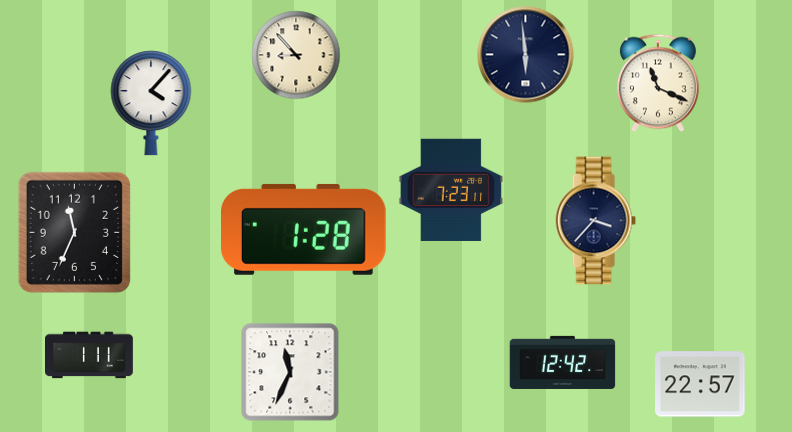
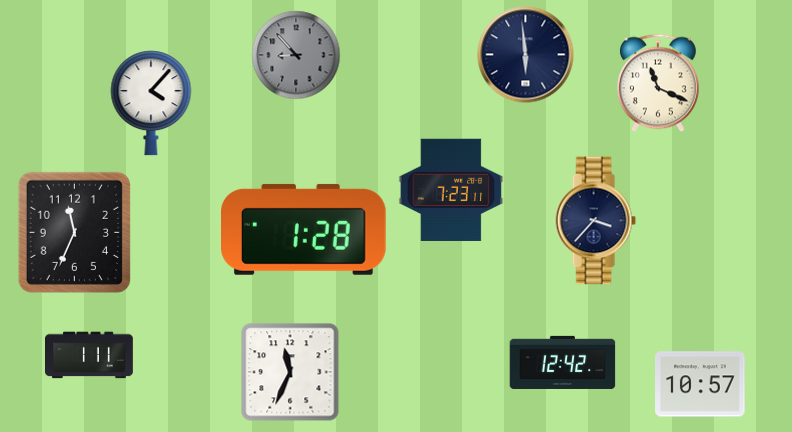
clock at (296, 55) dial: cream -> grey
clock at (700, 384): 22:57 -> 10:57
